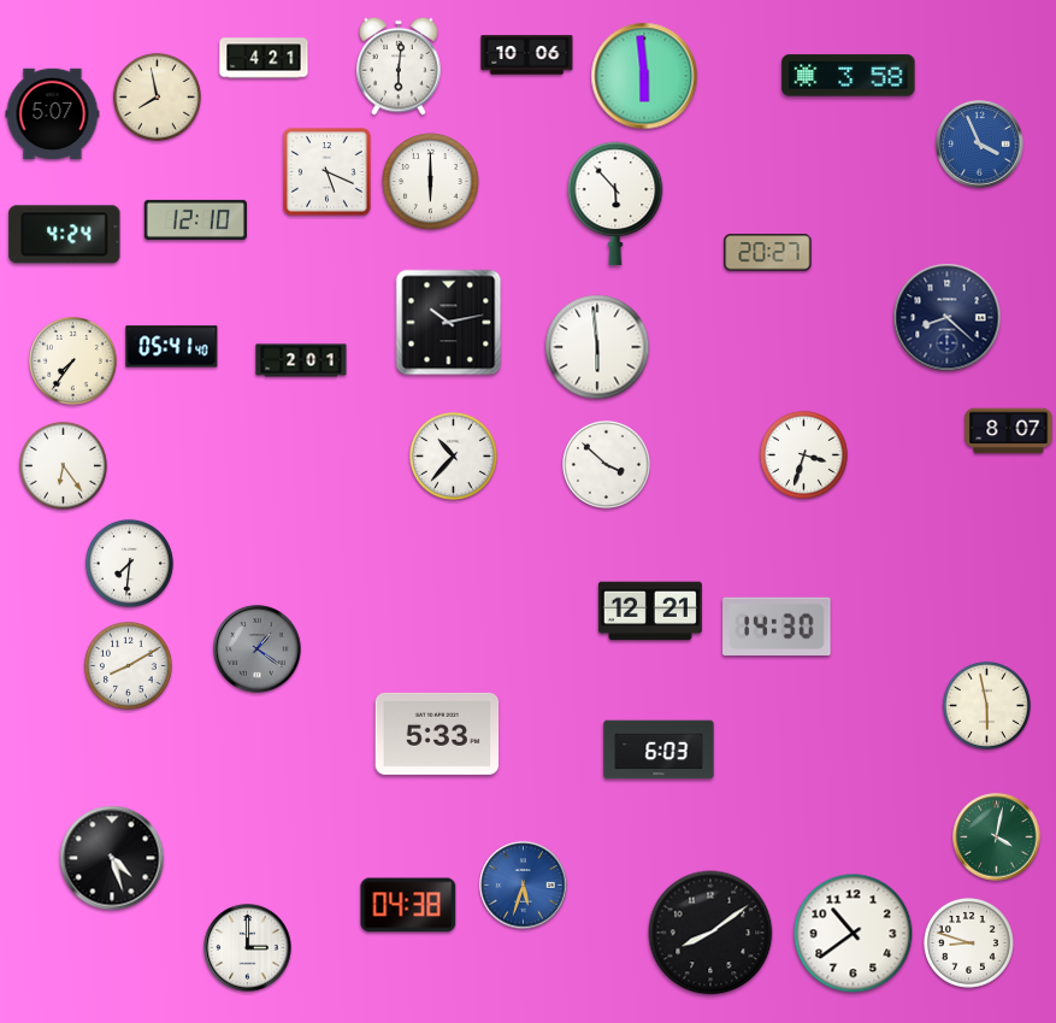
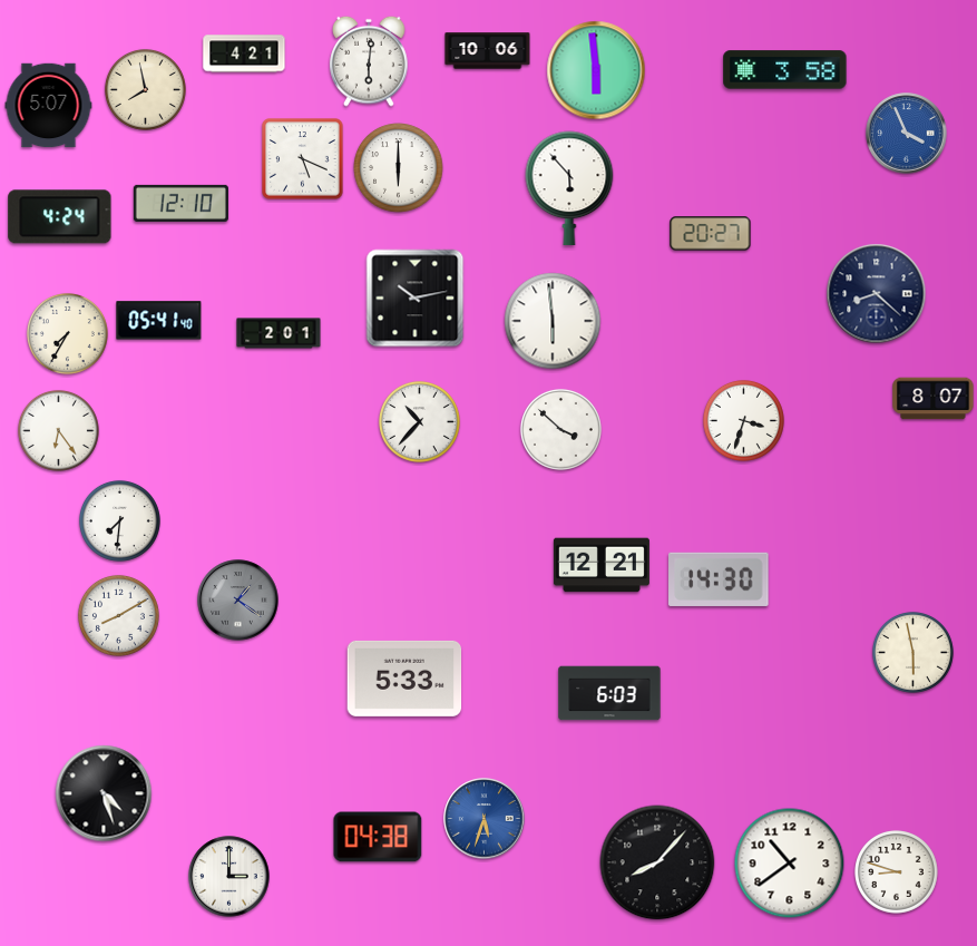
clock at (72, 360): 7:36 -> 7:35
clock at (997, 837): 4:02 -> none
clock at (710, 933): 8:09 -> 8:07
